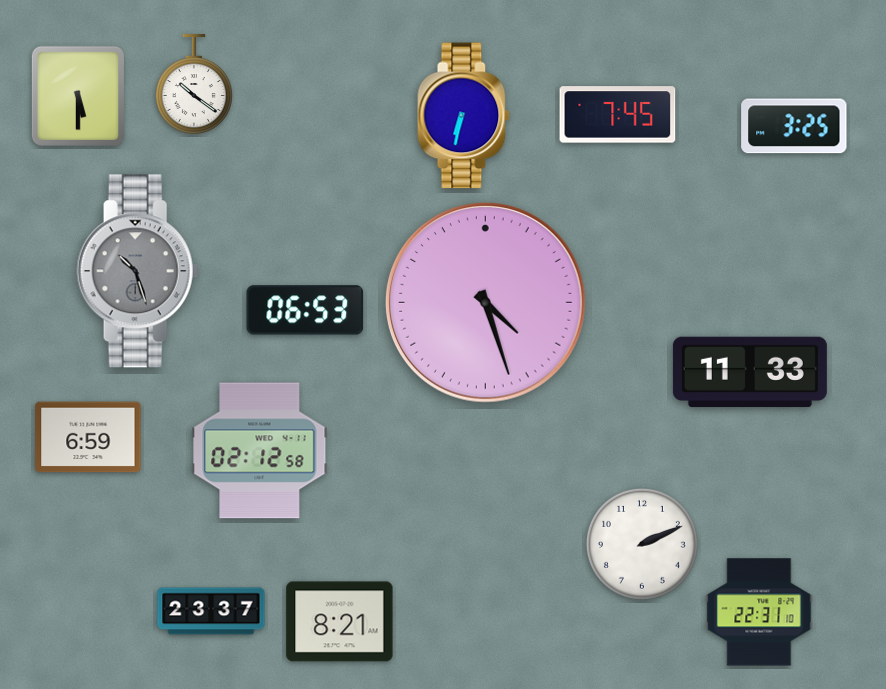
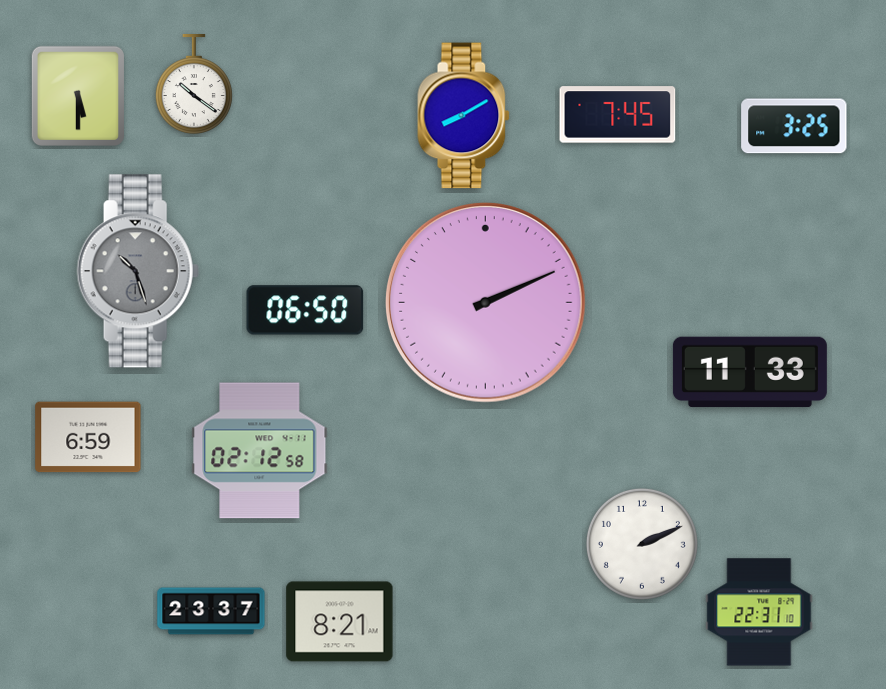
clock at (464, 116): 6:32 -> 8:10
clock at (486, 303): 4:27 -> 2:11
clock at (305, 310): 06:53 -> 06:50
